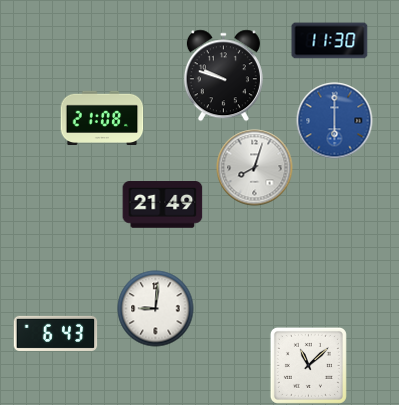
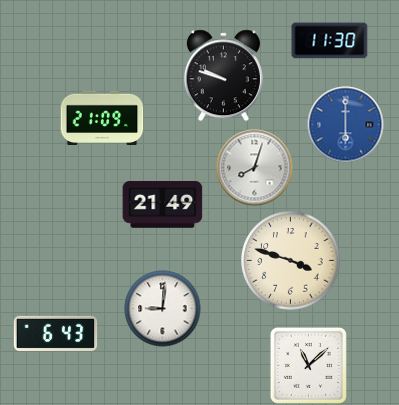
clock at (102, 117): 21:08 -> 21:09
clock at (335, 121) position: (335, 121) -> (346, 125)
clock at (291, 261): none -> 3:48
clock at (156, 309) position: (156, 309) -> (163, 309)
